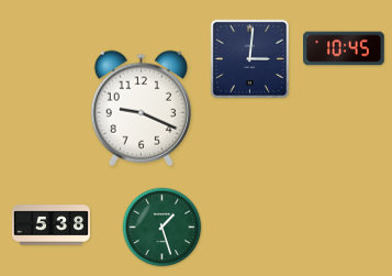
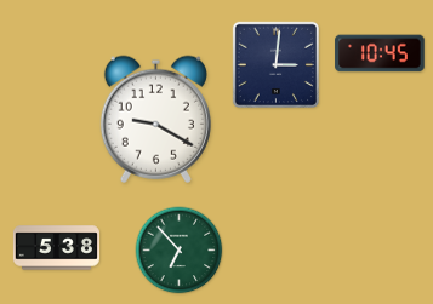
clock at (141, 108): 9:19 -> 9:20
clock at (163, 228): 1:27 -> 6:53
